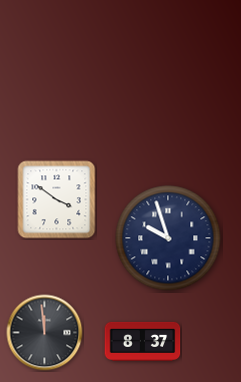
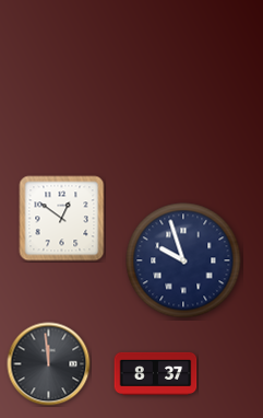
clock at (57, 200): 3:51 -> 12:51
